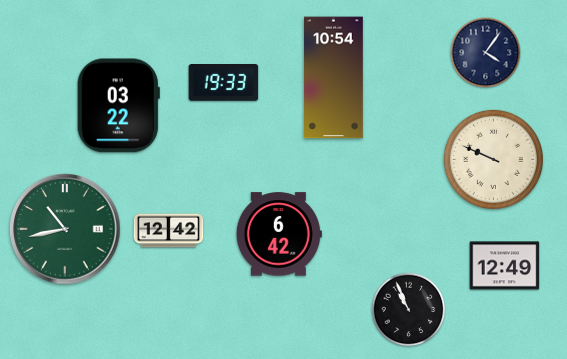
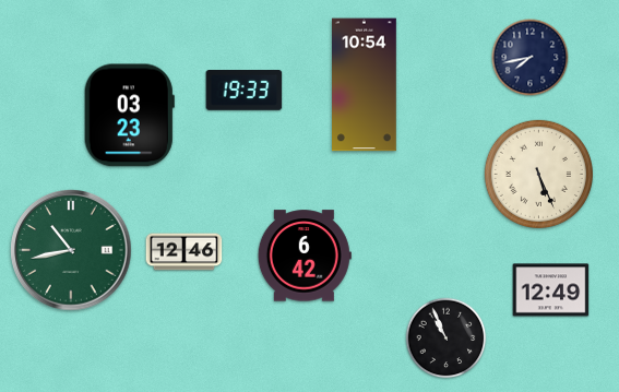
clock at (486, 53): 4:06 -> 7:43
clock at (118, 106): 03:22 -> 03:23
clock at (493, 159): 9:49 -> 5:26
clock at (169, 231): 12:42 -> 12:46
